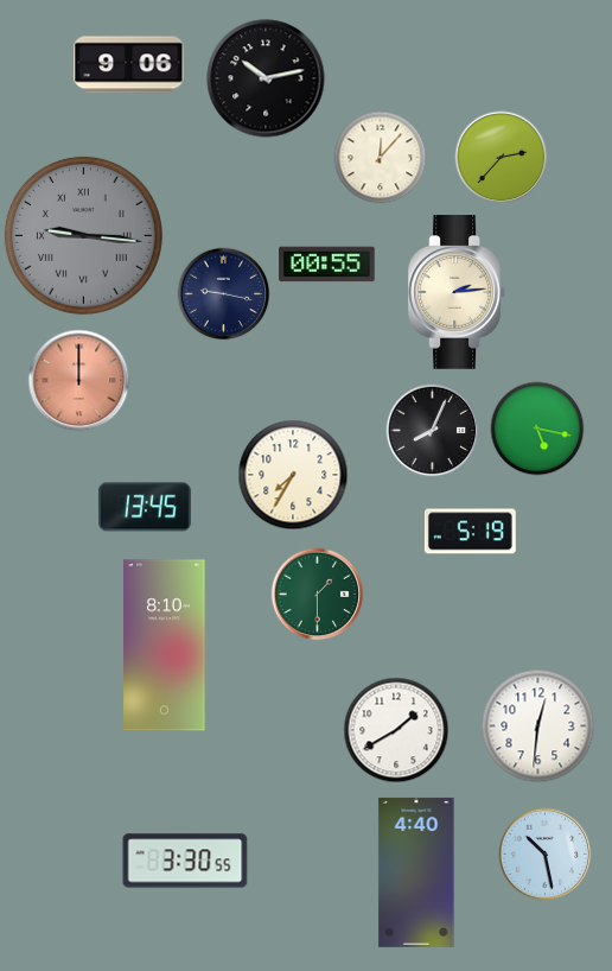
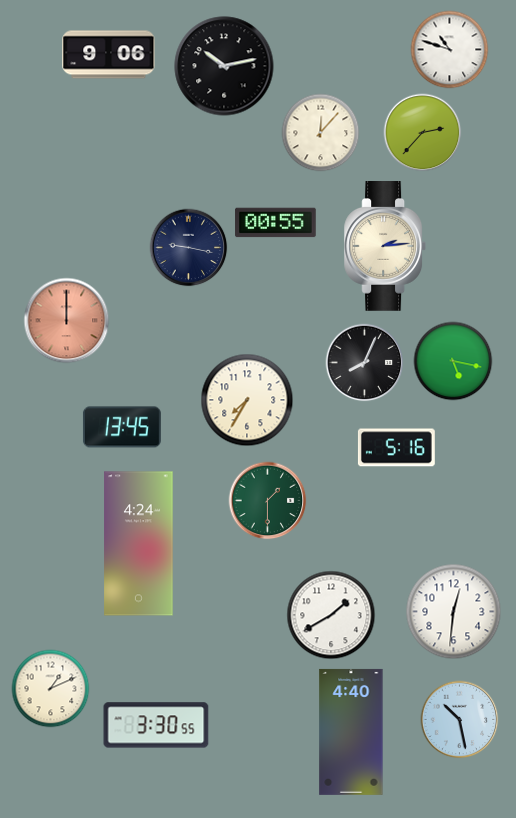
clock at (449, 49): none -> 10:48
clock at (83, 235): 9:16 -> none
clock at (470, 532): 5:19 -> 5:16
clock at (165, 646): 8:10 -> 4:24
clock at (396, 730) position: (396, 730) -> (331, 615)
clock at (50, 688): none -> 1:11
clock at (416, 872) position: (416, 872) -> (351, 732)
